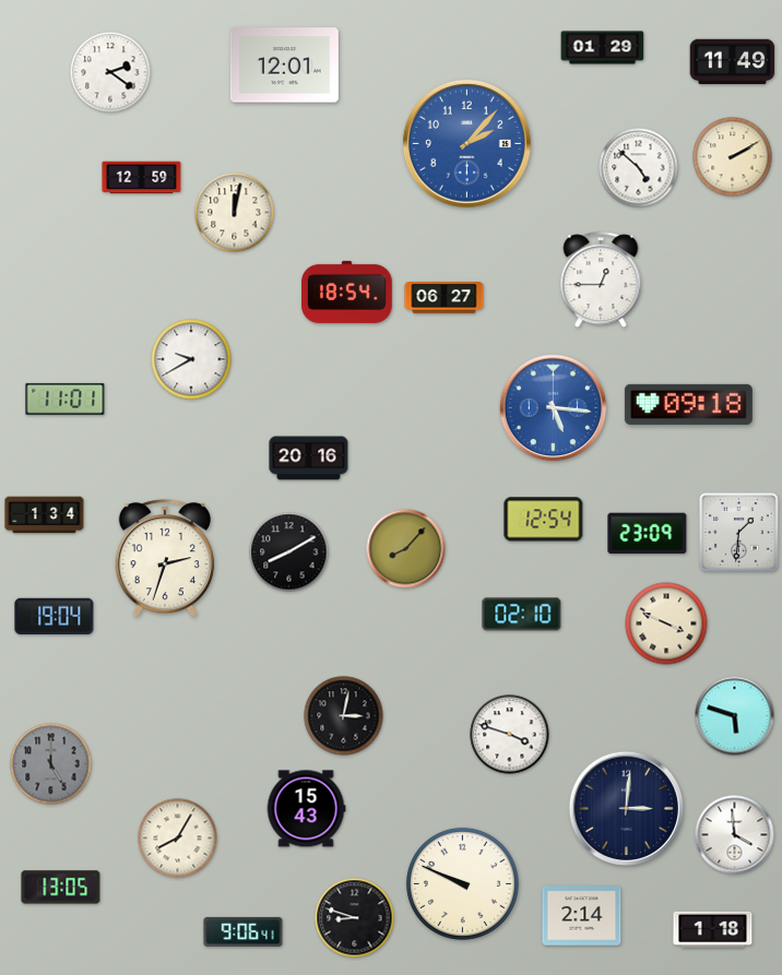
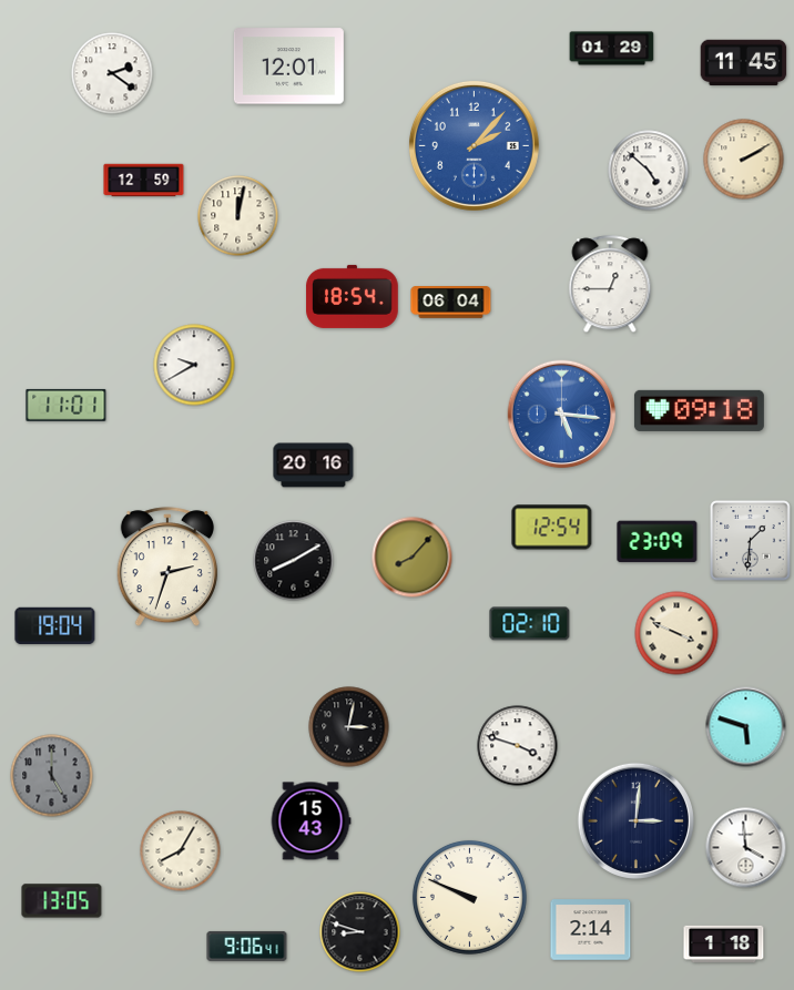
clock at (733, 62): 11:49 -> 11:45
clock at (445, 298): 06:27 -> 06:04
clock at (45, 515): 1:34 -> none
